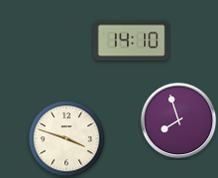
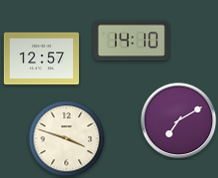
clock at (41, 59): none -> 12:57
clock at (179, 121): 7:57 -> 7:10
